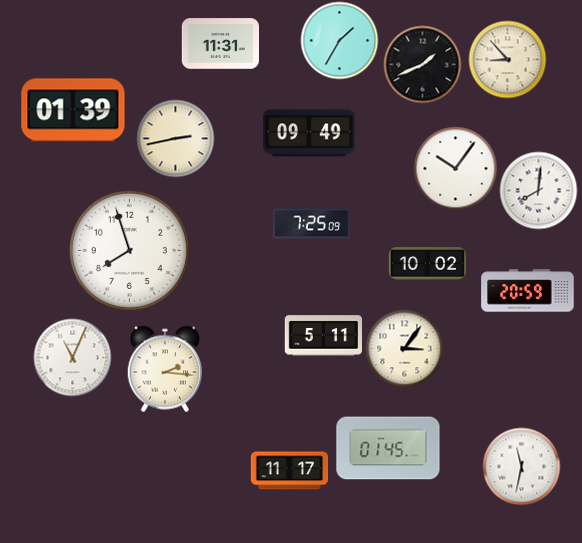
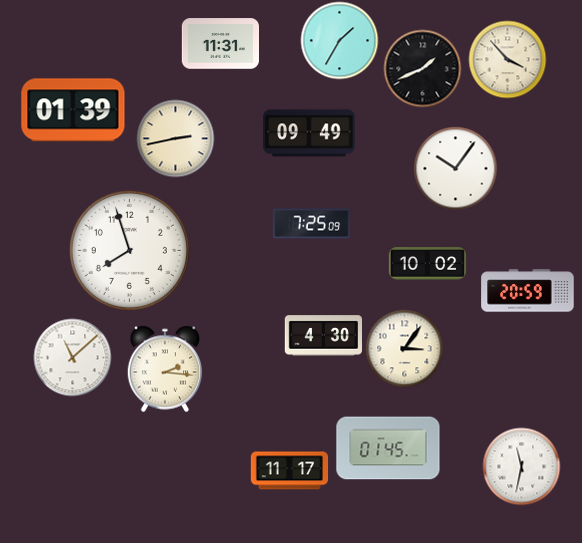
clock at (507, 59): 8:53 -> 3:53
clock at (422, 64) position: (422, 64) -> (422, 68)
clock at (538, 190): 8:01 -> none
clock at (323, 336): 5:11 -> 4:30
clock at (72, 357): 11:04 -> 11:08
